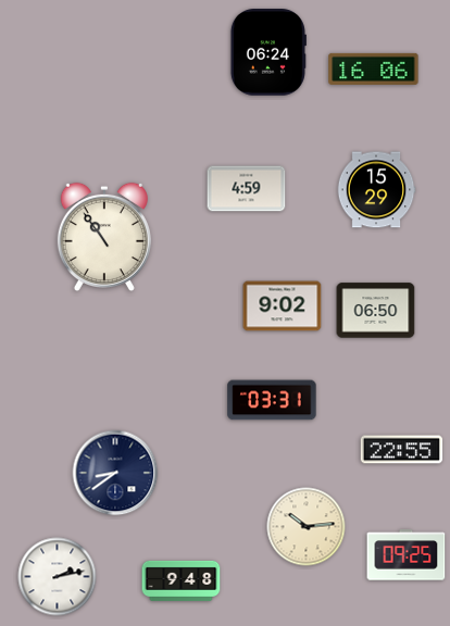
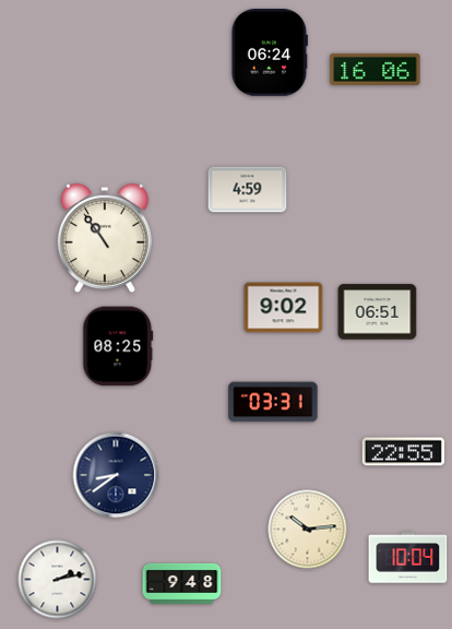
clock at (376, 190): 15:29 -> none
clock at (376, 311): 06:50 -> 06:51
clock at (118, 346): none -> 08:25
clock at (407, 555): 09:25 -> 10:04
